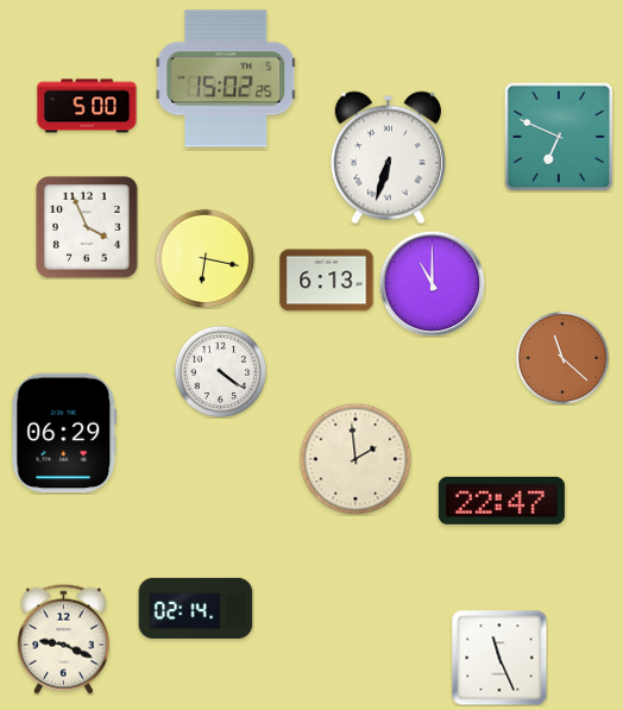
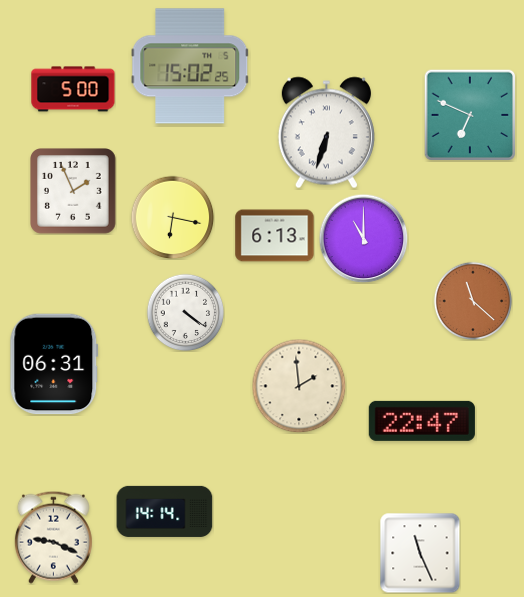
clock at (88, 228): 3:56 -> 1:56
clock at (64, 433): 06:29 -> 06:31
clock at (196, 608): 02:14 -> 14:14
